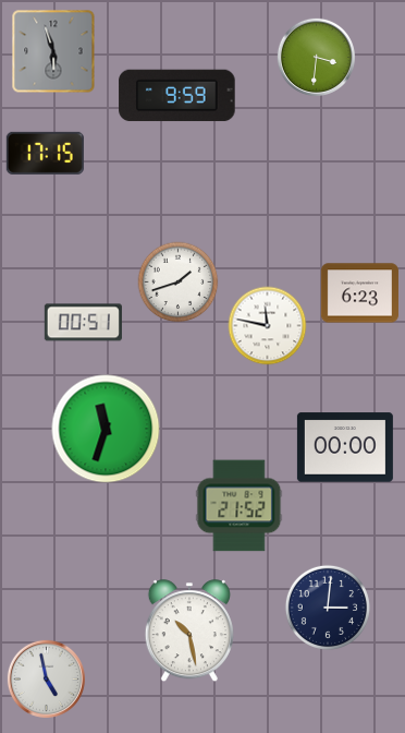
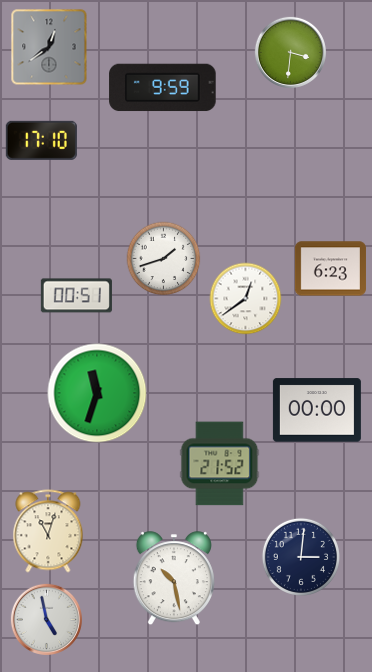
clock at (53, 51): 5:57 -> 12:39
clock at (45, 153): 17:15 -> 17:10
clock at (268, 326): 11:47 -> 12:39
clock at (48, 531): none -> 11:03
clock at (46, 678) position: (46, 678) -> (46, 619)
